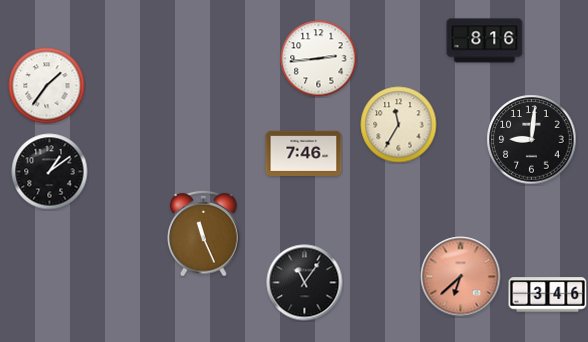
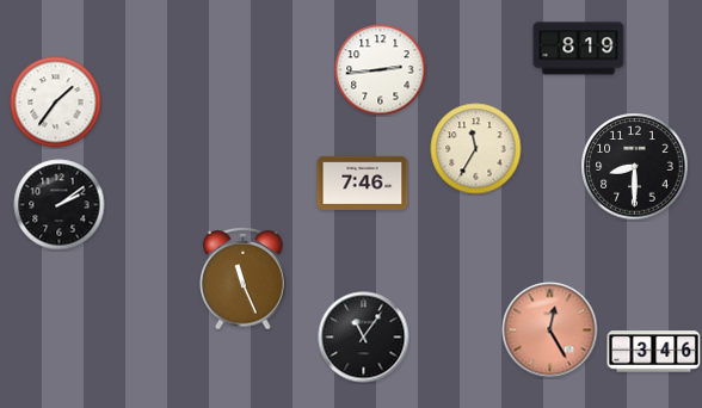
clock at (485, 41): 8:16 -> 8:19
clock at (532, 140): 9:01 -> 8:30
clock at (50, 172): 1:09 -> 2:09
clock at (461, 277): 6:38 -> 12:25
